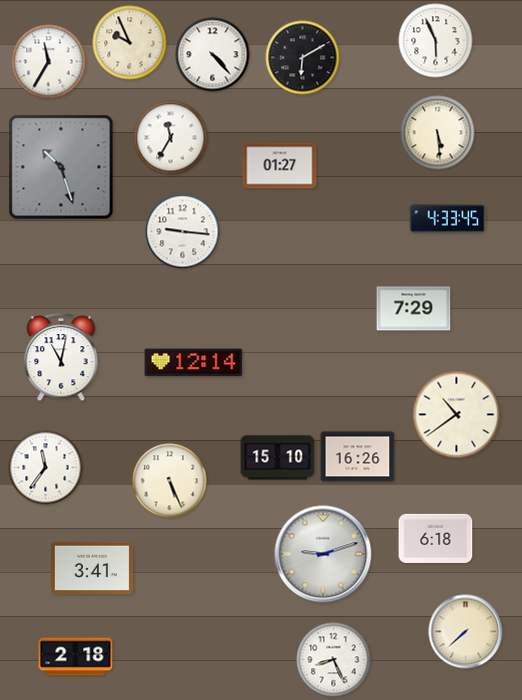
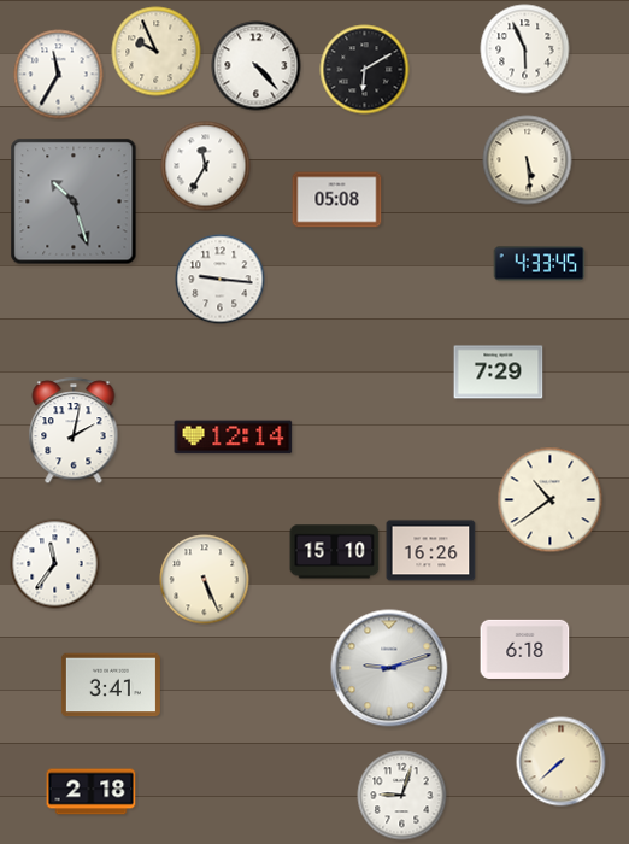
clock at (280, 166): 01:27 -> 05:08
clock at (61, 358): 11:02 -> 2:02
clock at (334, 660): 8:26 -> 9:03
